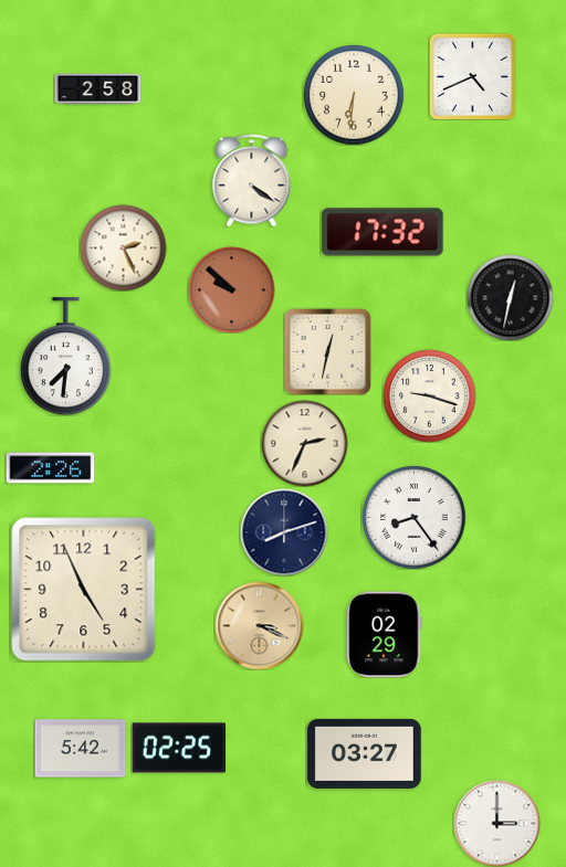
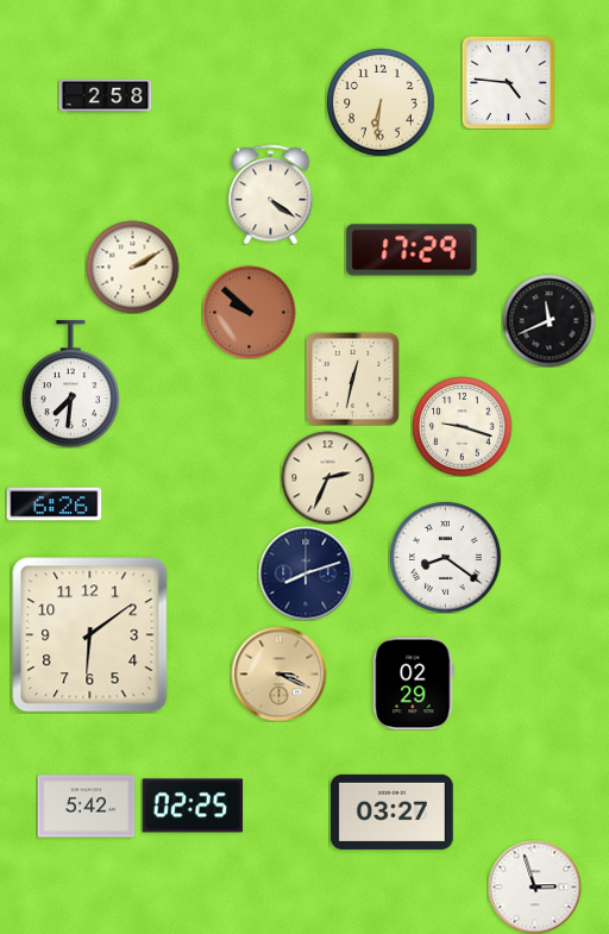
clock at (472, 76): 4:41 -> 4:46
clock at (382, 232): 17:32 -> 17:29
clock at (123, 247): 2:26 -> 2:10
clock at (510, 297): 12:32 -> 11:41
clock at (50, 468): 2:26 -> 6:26
clock at (415, 518): 8:24 -> 8:21
clock at (84, 590): 4:56 -> 6:09
clock at (496, 823): 3:00 -> 2:57
